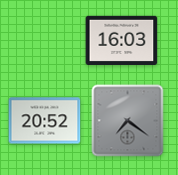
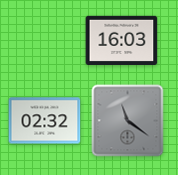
clock at (45, 121): 20:52 -> 02:32
clock at (128, 121): 7:21 -> 11:21
